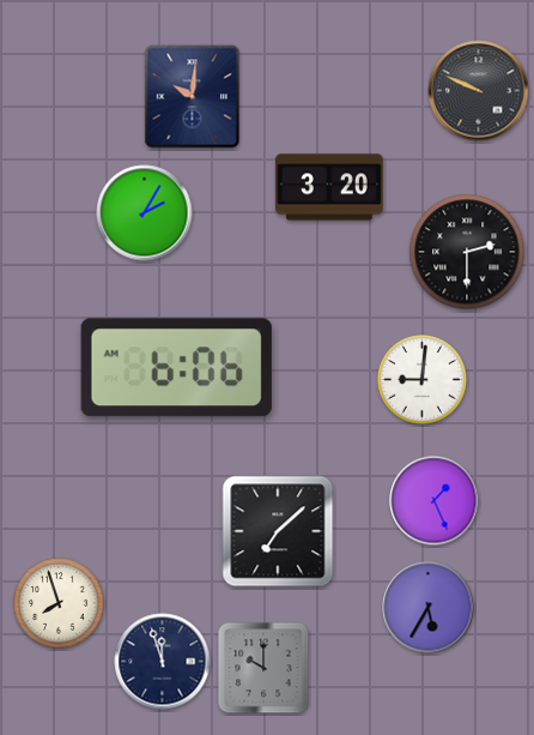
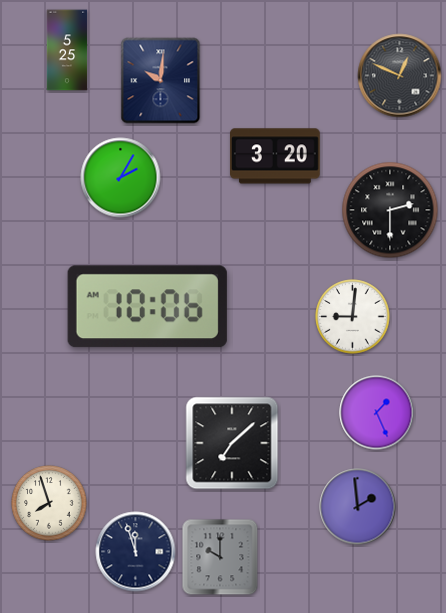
clock at (67, 50): none -> 5:25
clock at (479, 91): 9:49 -> 12:49
clock at (176, 368): 6:06 -> 10:06
clock at (435, 501) position: (435, 501) -> (377, 413)
clock at (429, 608): 5:35 -> 1:59
